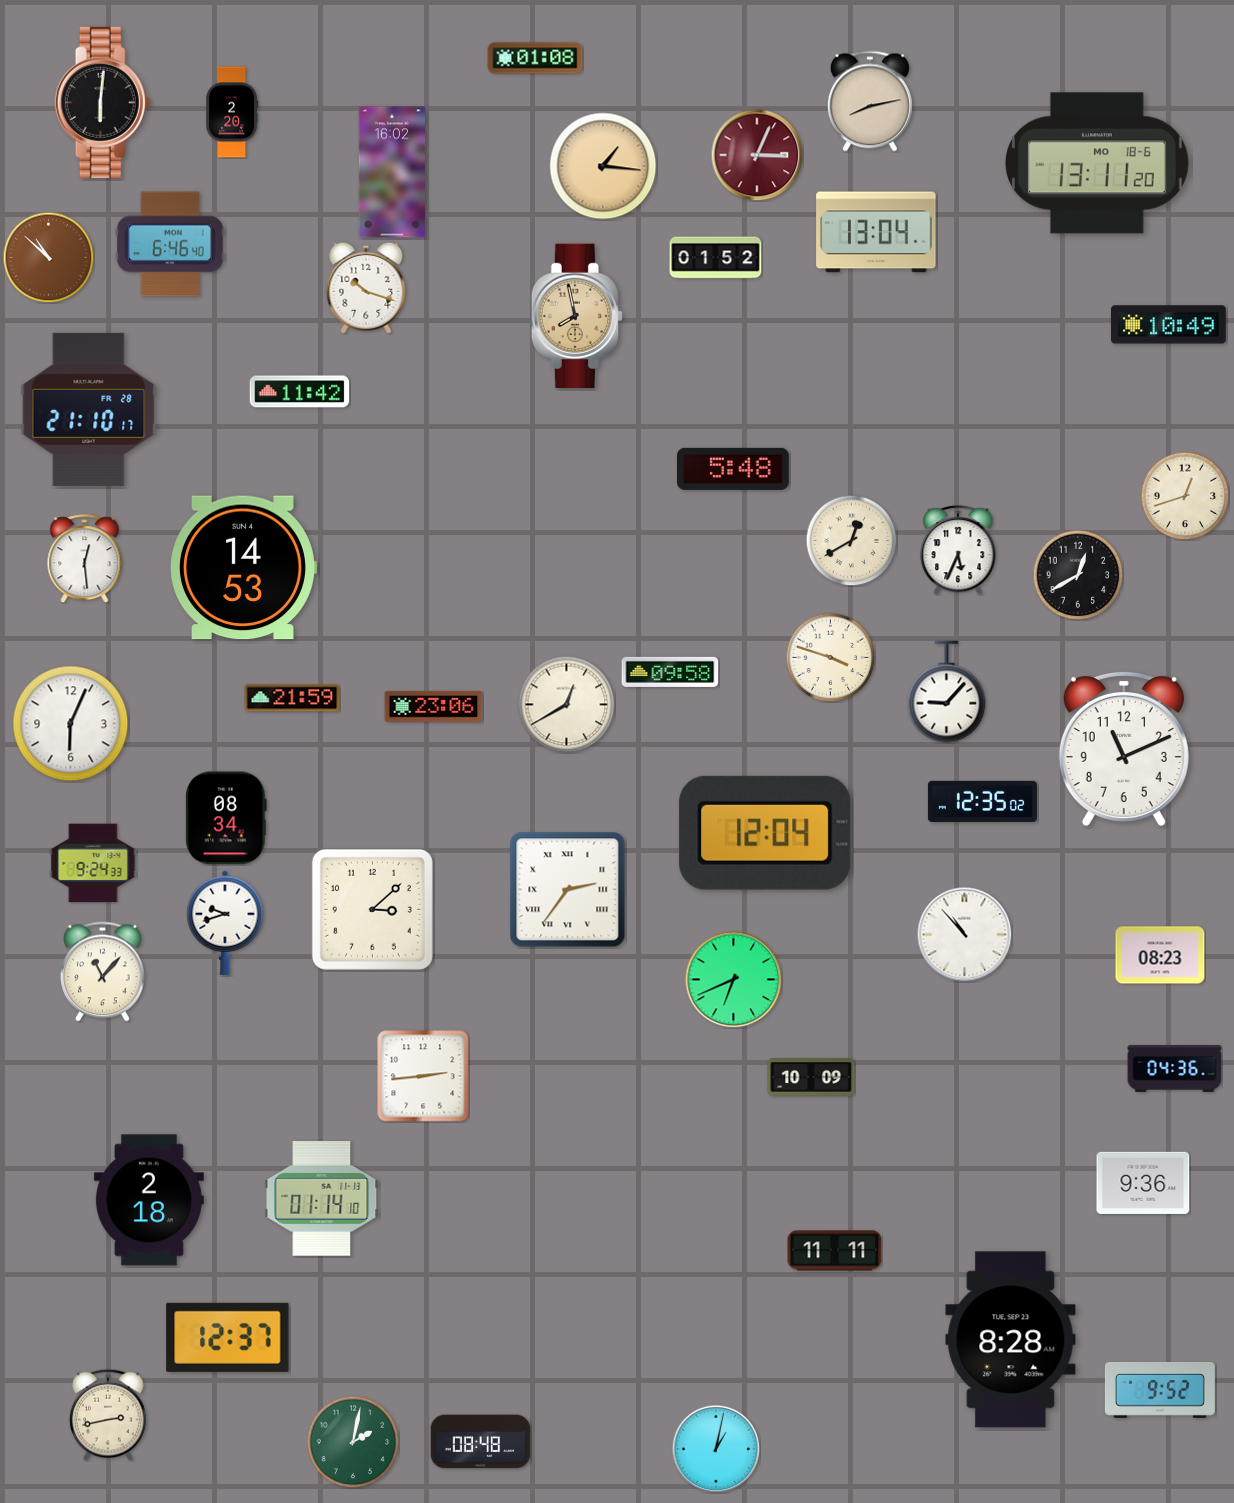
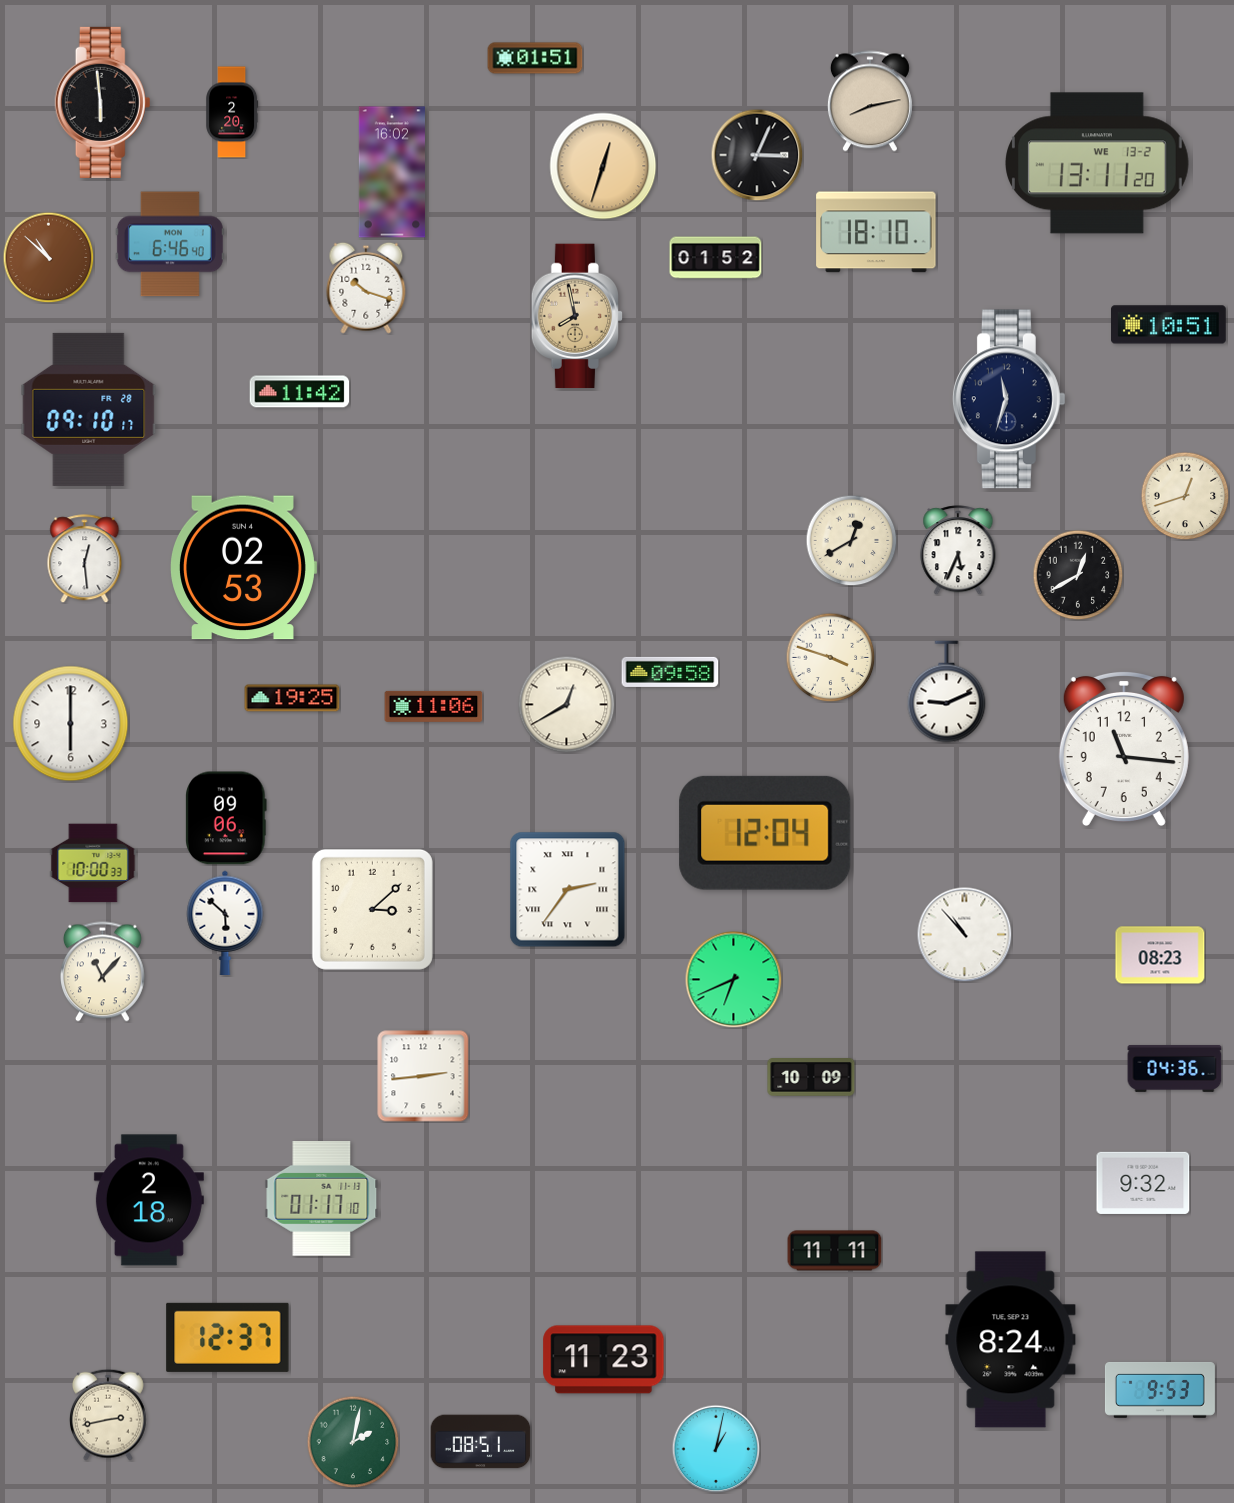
clock at (535, 58): 01:08 -> 01:51
clock at (103, 102): 6:01 -> 5:59
clock at (757, 155) dial: burgundy -> black
clock at (1098, 163) date: MO 18-6 -> WE 13-2
clock at (603, 166): 1:16 -> 12:33
clock at (876, 232): 13:04 -> 18:10
clock at (1169, 325): 10:49 -> 10:51
clock at (1009, 399): none -> 11:33
clock at (89, 409): 21:10 -> 09:10
clock at (733, 469): 5:48 -> none
clock at (244, 568): 14:53 -> 02:53
clock at (947, 692): 9:07 -> 9:11
clock at (292, 698): 21:59 -> 19:25
clock at (434, 706): 23:06 -> 11:06
clock at (71, 724): 6:04 -> 6:00
clock at (1124, 748): 11:11 -> 11:16
clock at (982, 801): 12:35 -> none
clock at (226, 818): 08:34 -> 09:06
clock at (93, 863): 9:24 -> 10:00
clock at (225, 922): 9:42 -> 5:52
clock at (1143, 1183): 9:36 -> 9:32
clock at (322, 1199): 01:14 -> 01:17
clock at (1011, 1340): 8:28 -> 8:24
clock at (604, 1360): none -> 11:23
clock at (1160, 1390): 9:52 -> 9:53
clock at (481, 1442): 08:48 -> 08:51
